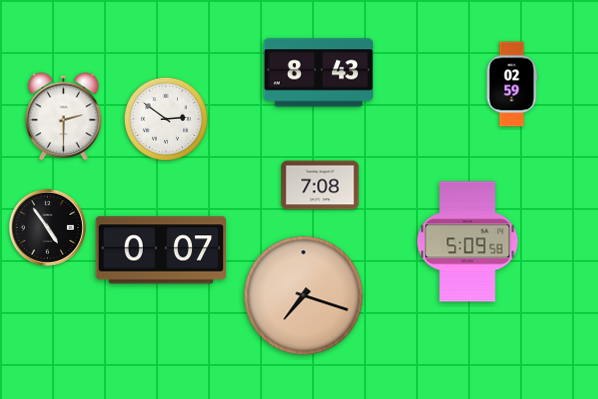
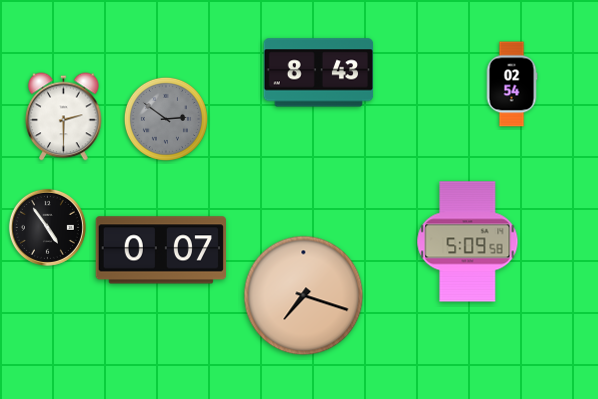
clock at (512, 84): 02:59 -> 02:54
clock at (166, 119) dial: white -> grey
clock at (320, 185): 7:08 -> none
